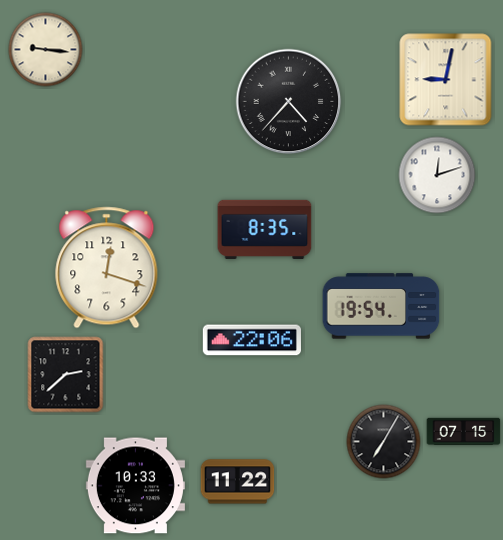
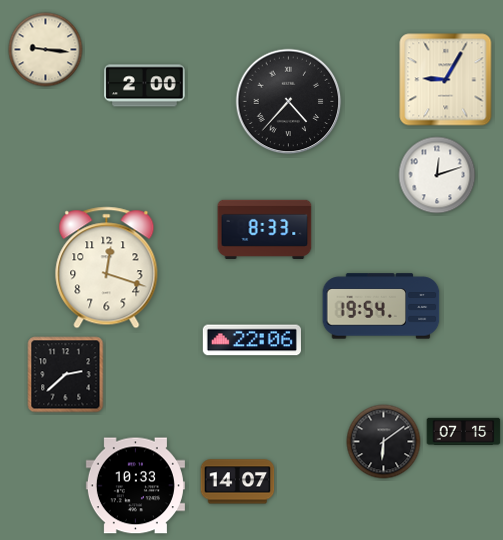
clock at (446, 80): 9:02 -> 9:05
clock at (145, 86): none -> 2:00
clock at (265, 229): 8:35 -> 8:33
clock at (384, 442): 7:05 -> 6:09
clock at (238, 482): 11:22 -> 14:07
